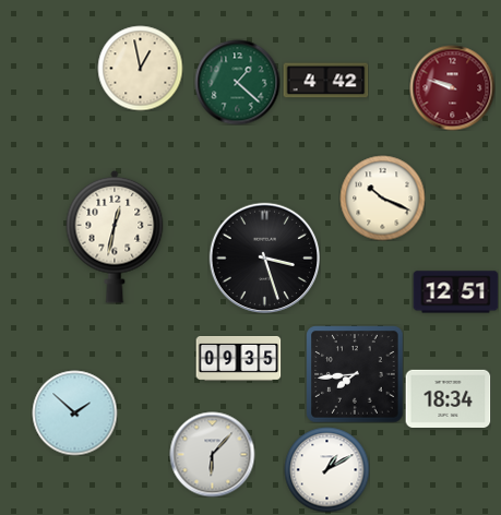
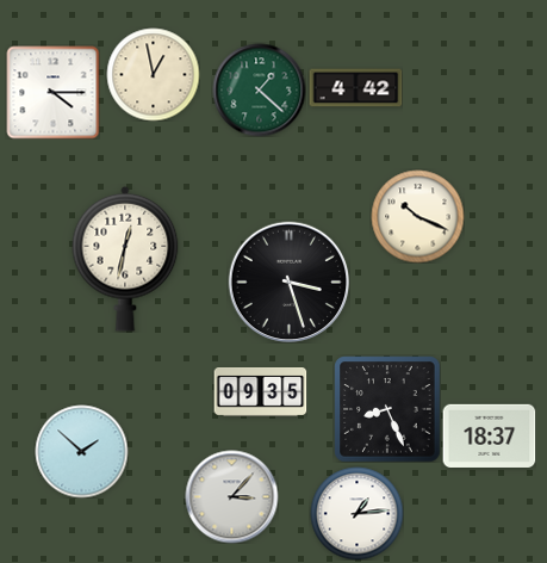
clock at (52, 92): none -> 4:15
clock at (452, 87): 9:48 -> none
clock at (455, 292): 12:51 -> none
clock at (355, 374): 7:44 -> 8:26
clock at (448, 398): 18:34 -> 18:37
clock at (212, 454): 6:07 -> 3:07
clock at (326, 469): 1:10 -> 1:14
